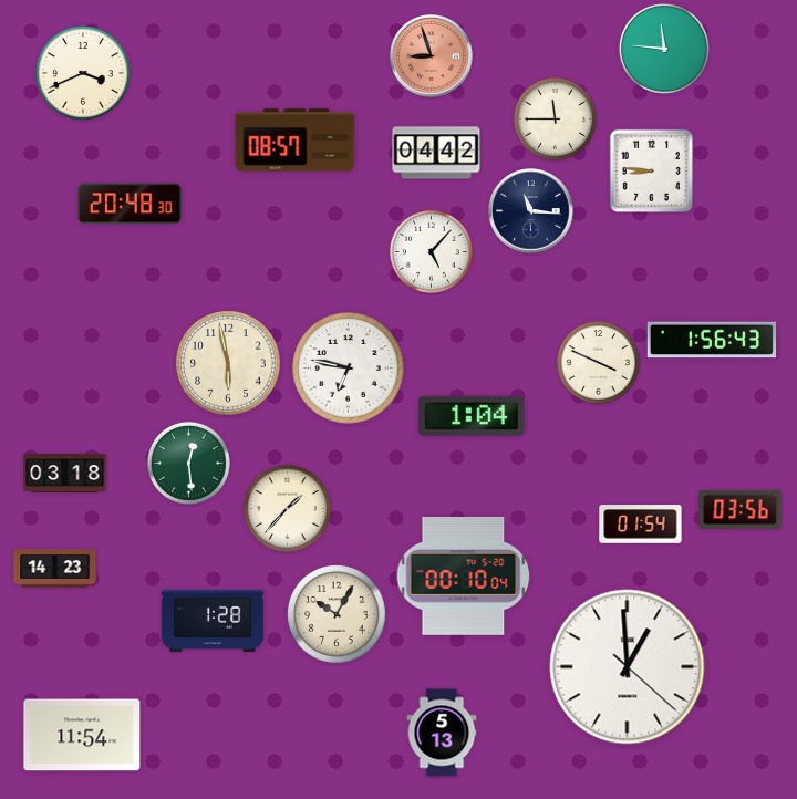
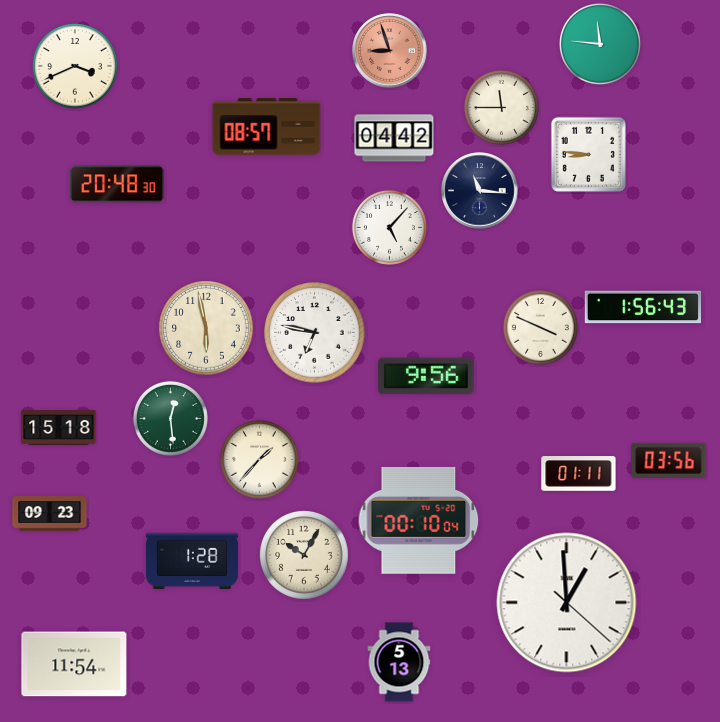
clock at (473, 416): 1:04 -> 9:56
clock at (65, 474): 03:18 -> 15:18
clock at (641, 525): 01:54 -> 01:11
clock at (55, 569): 14:23 -> 09:23
